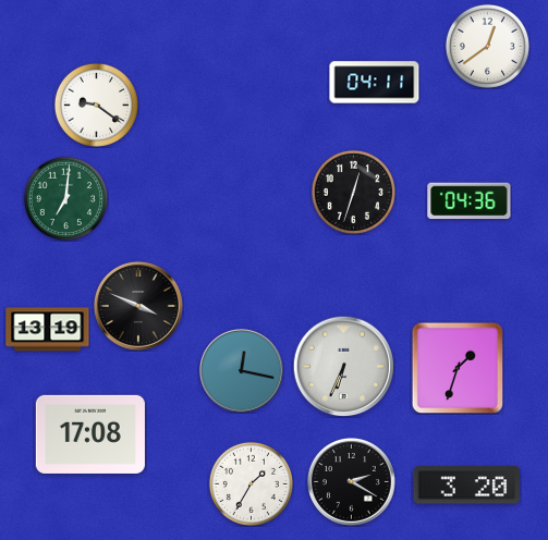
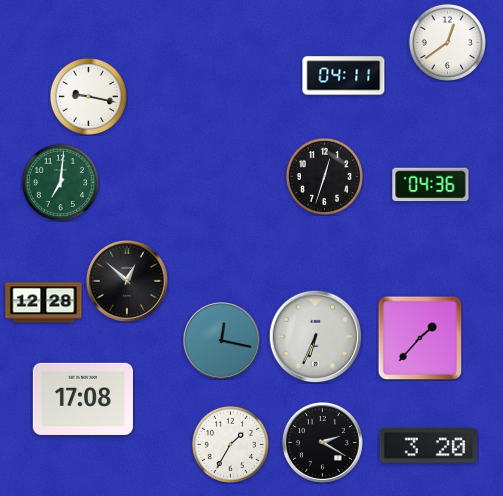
clock at (96, 105): 9:21 -> 9:17
clock at (138, 306): 3:49 -> 12:52
clock at (48, 330): 13:19 -> 12:28
clock at (458, 368): 1:33 -> 1:37
